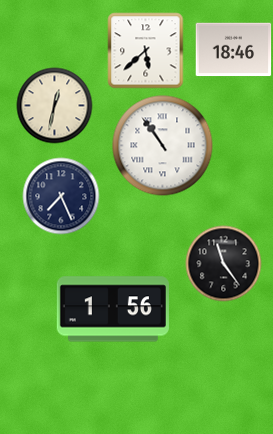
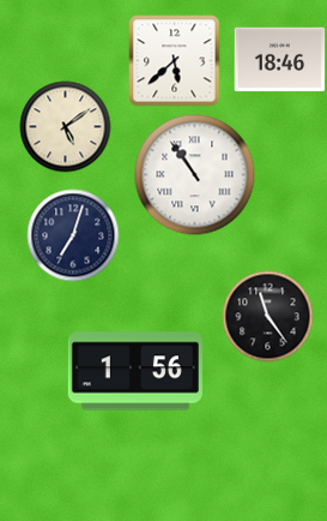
clock at (55, 106): 12:32 -> 5:09
clock at (61, 196): 7:26 -> 7:03
